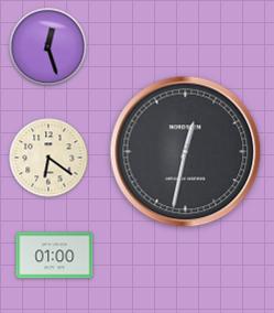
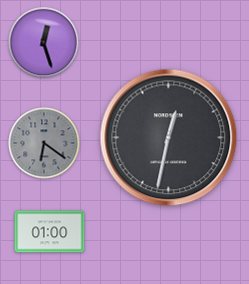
clock at (48, 158) dial: cream -> grey
